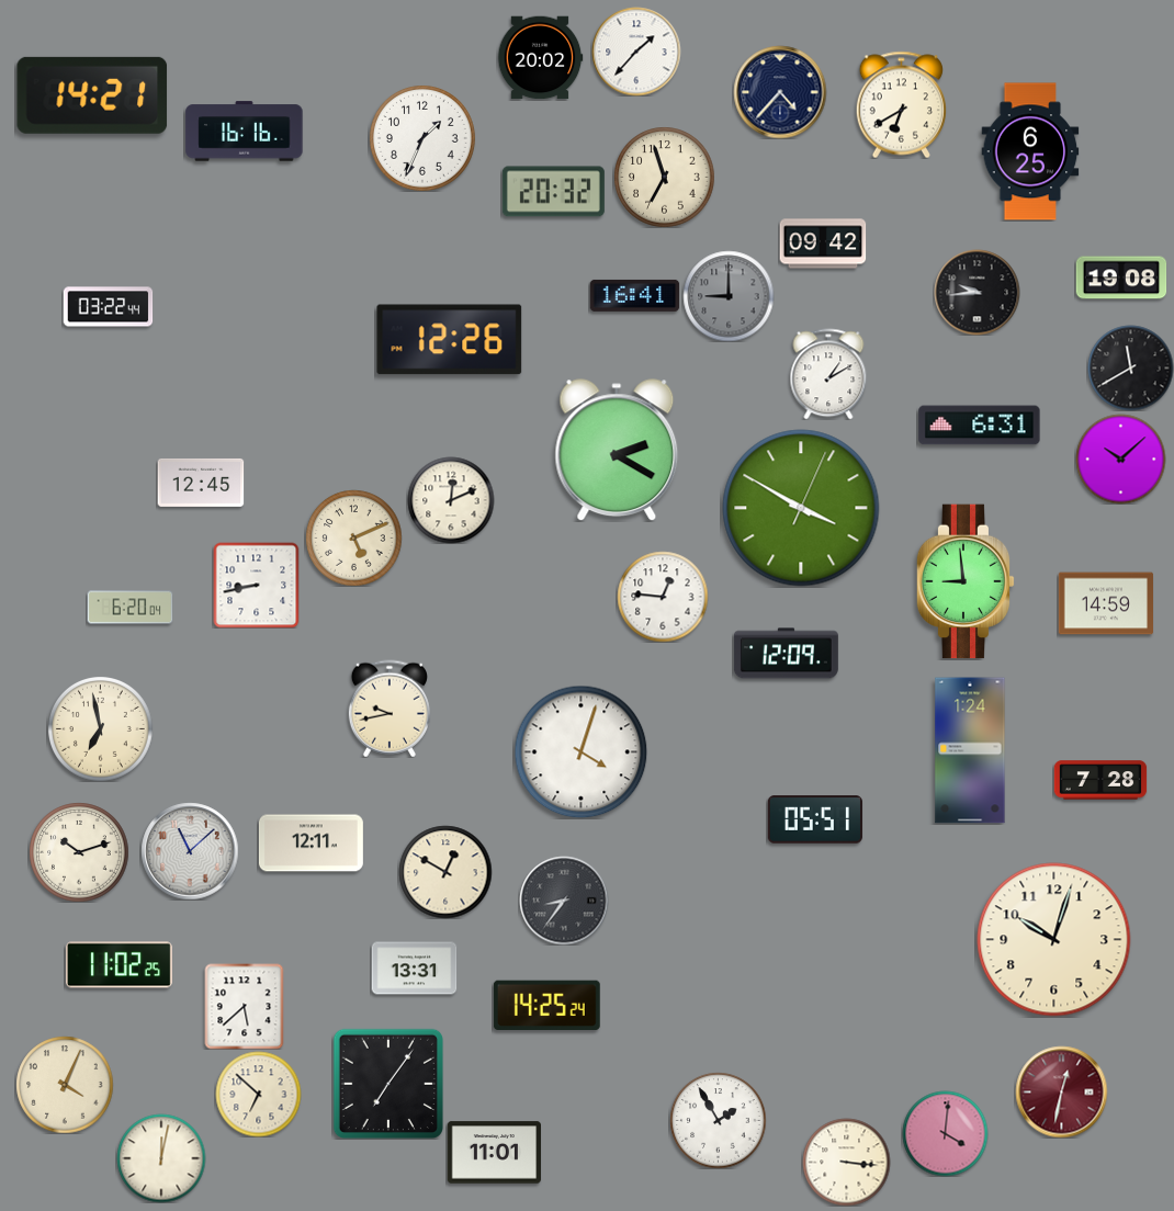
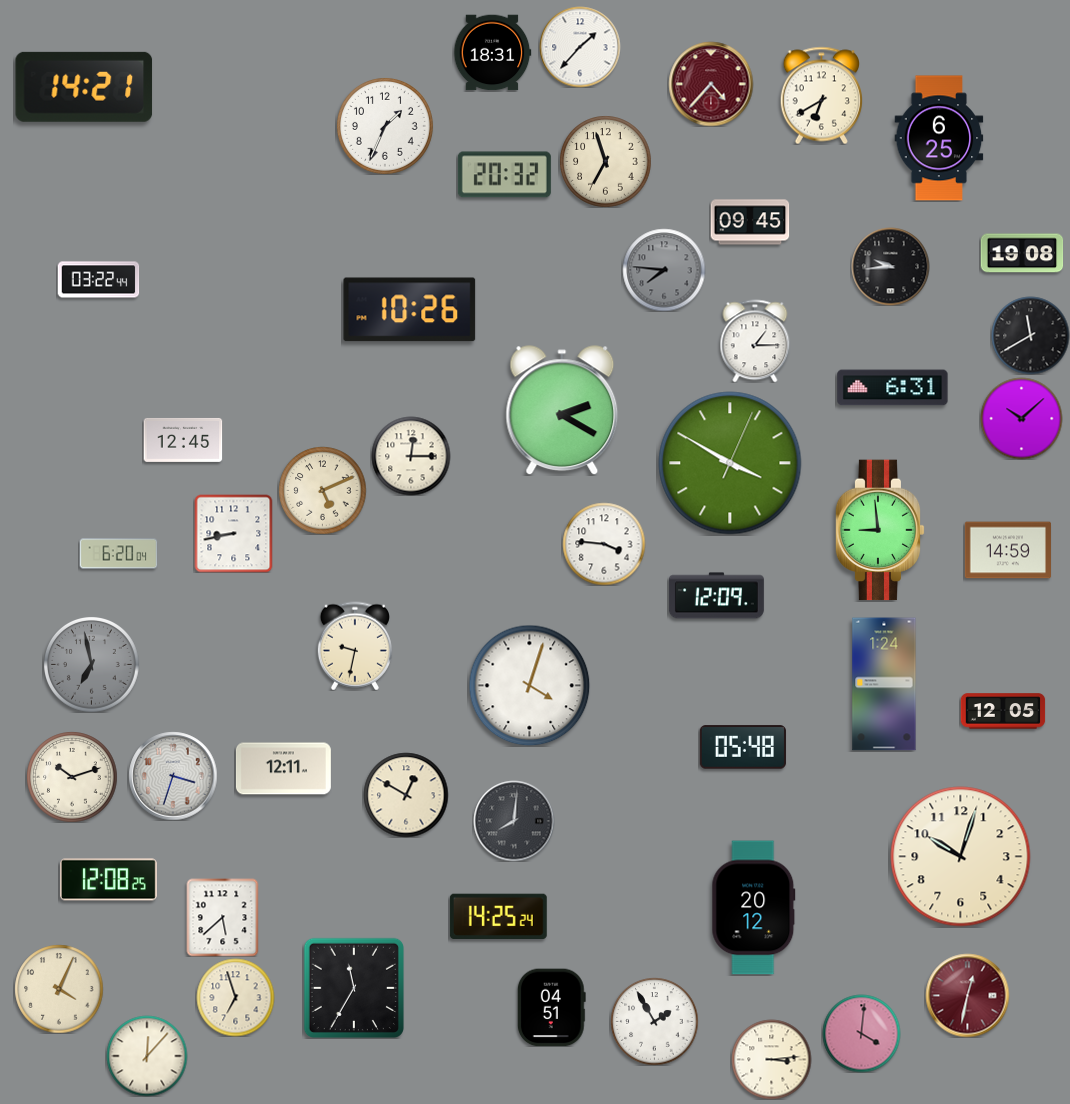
clock at (540, 58): 20:02 -> 18:31
clock at (780, 92) dial: navy -> burgundy
clock at (245, 132): 16:16 -> none
clock at (823, 244): 09:42 -> 09:45
clock at (634, 295): 16:41 -> none
clock at (729, 296): 9:00 -> 7:46
clock at (450, 340): 12:26 -> 10:26
clock at (828, 374): 1:10 -> 1:15
clock at (451, 500): 12:11 -> 12:15
clock at (663, 597): 12:46 -> 3:46
clock at (390, 709): 9:43 -> 9:32
clock at (101, 729) dial: cream -> grey
clock at (1100, 780): 7:28 -> 12:05
clock at (814, 819): 05:51 -> 05:48
clock at (190, 851): 11:08 -> 3:33
clock at (564, 901): 8:36 -> 8:01
clock at (118, 965): 11:02 -> 12:08
clock at (414, 969): 13:31 -> none
clock at (754, 908): none -> 20:12
clock at (387, 1083): 7:06 -> 11:35
clock at (258, 1094): 6:52 -> 6:57
clock at (551, 1007): none -> 04:51
clock at (494, 1153): 11:01 -> none
clock at (161, 1158): 12:02 -> 12:07
clock at (846, 1162): 3:16 -> 3:14
